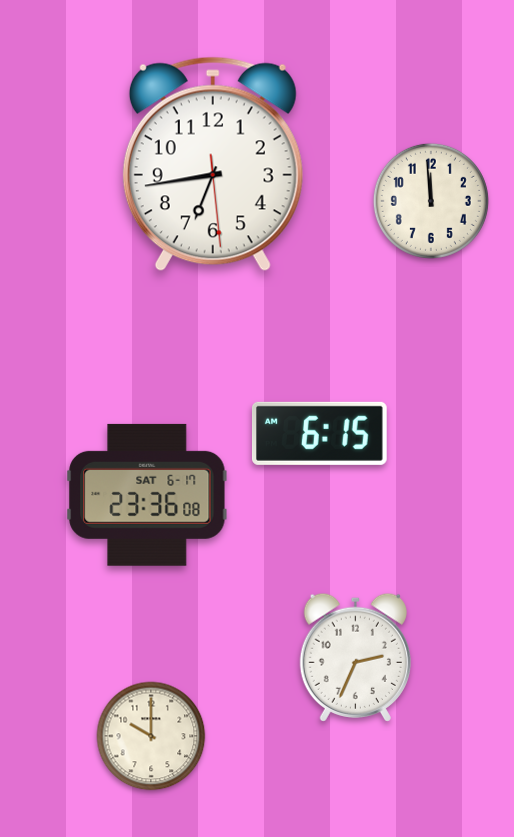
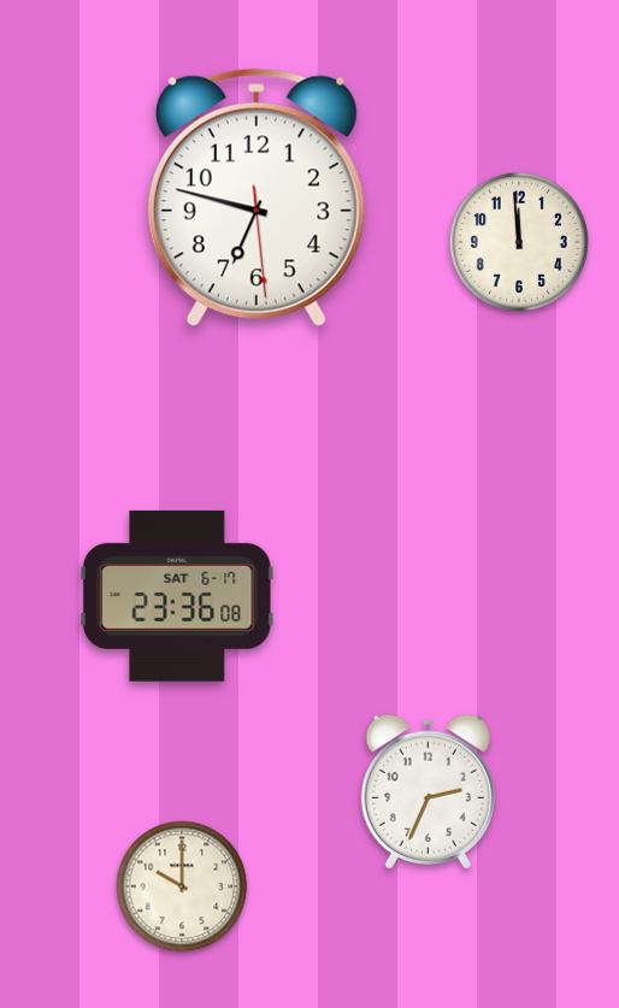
clock at (213, 164): 6:43 -> 6:47
clock at (319, 433): 6:15 -> none
